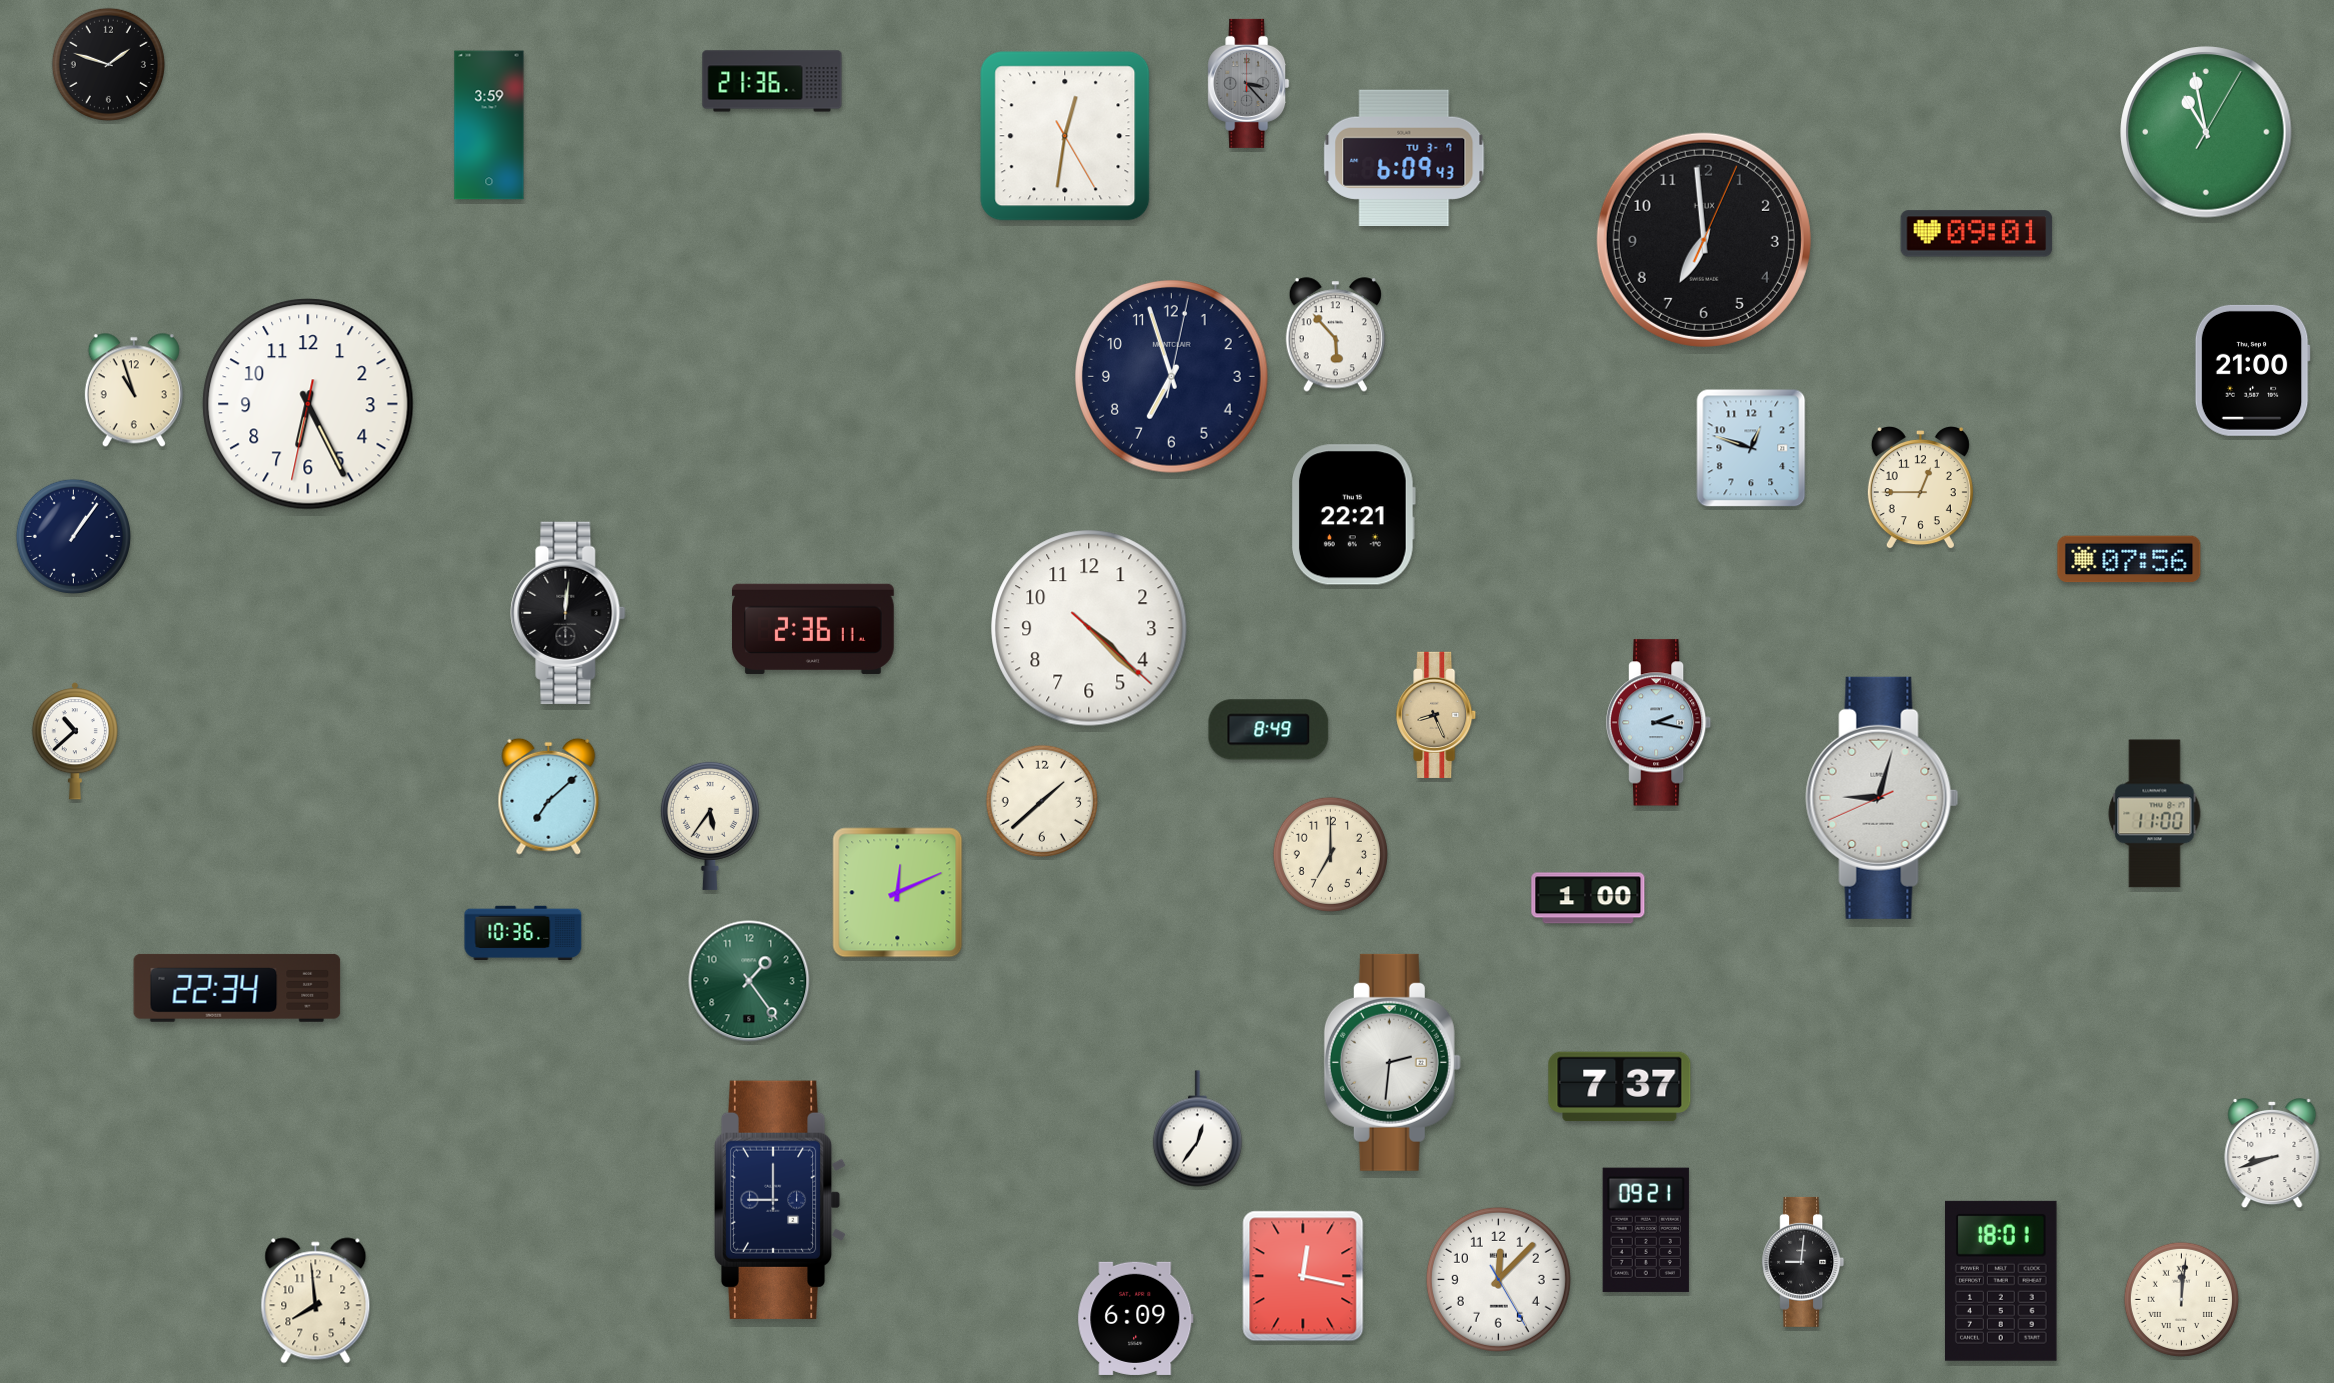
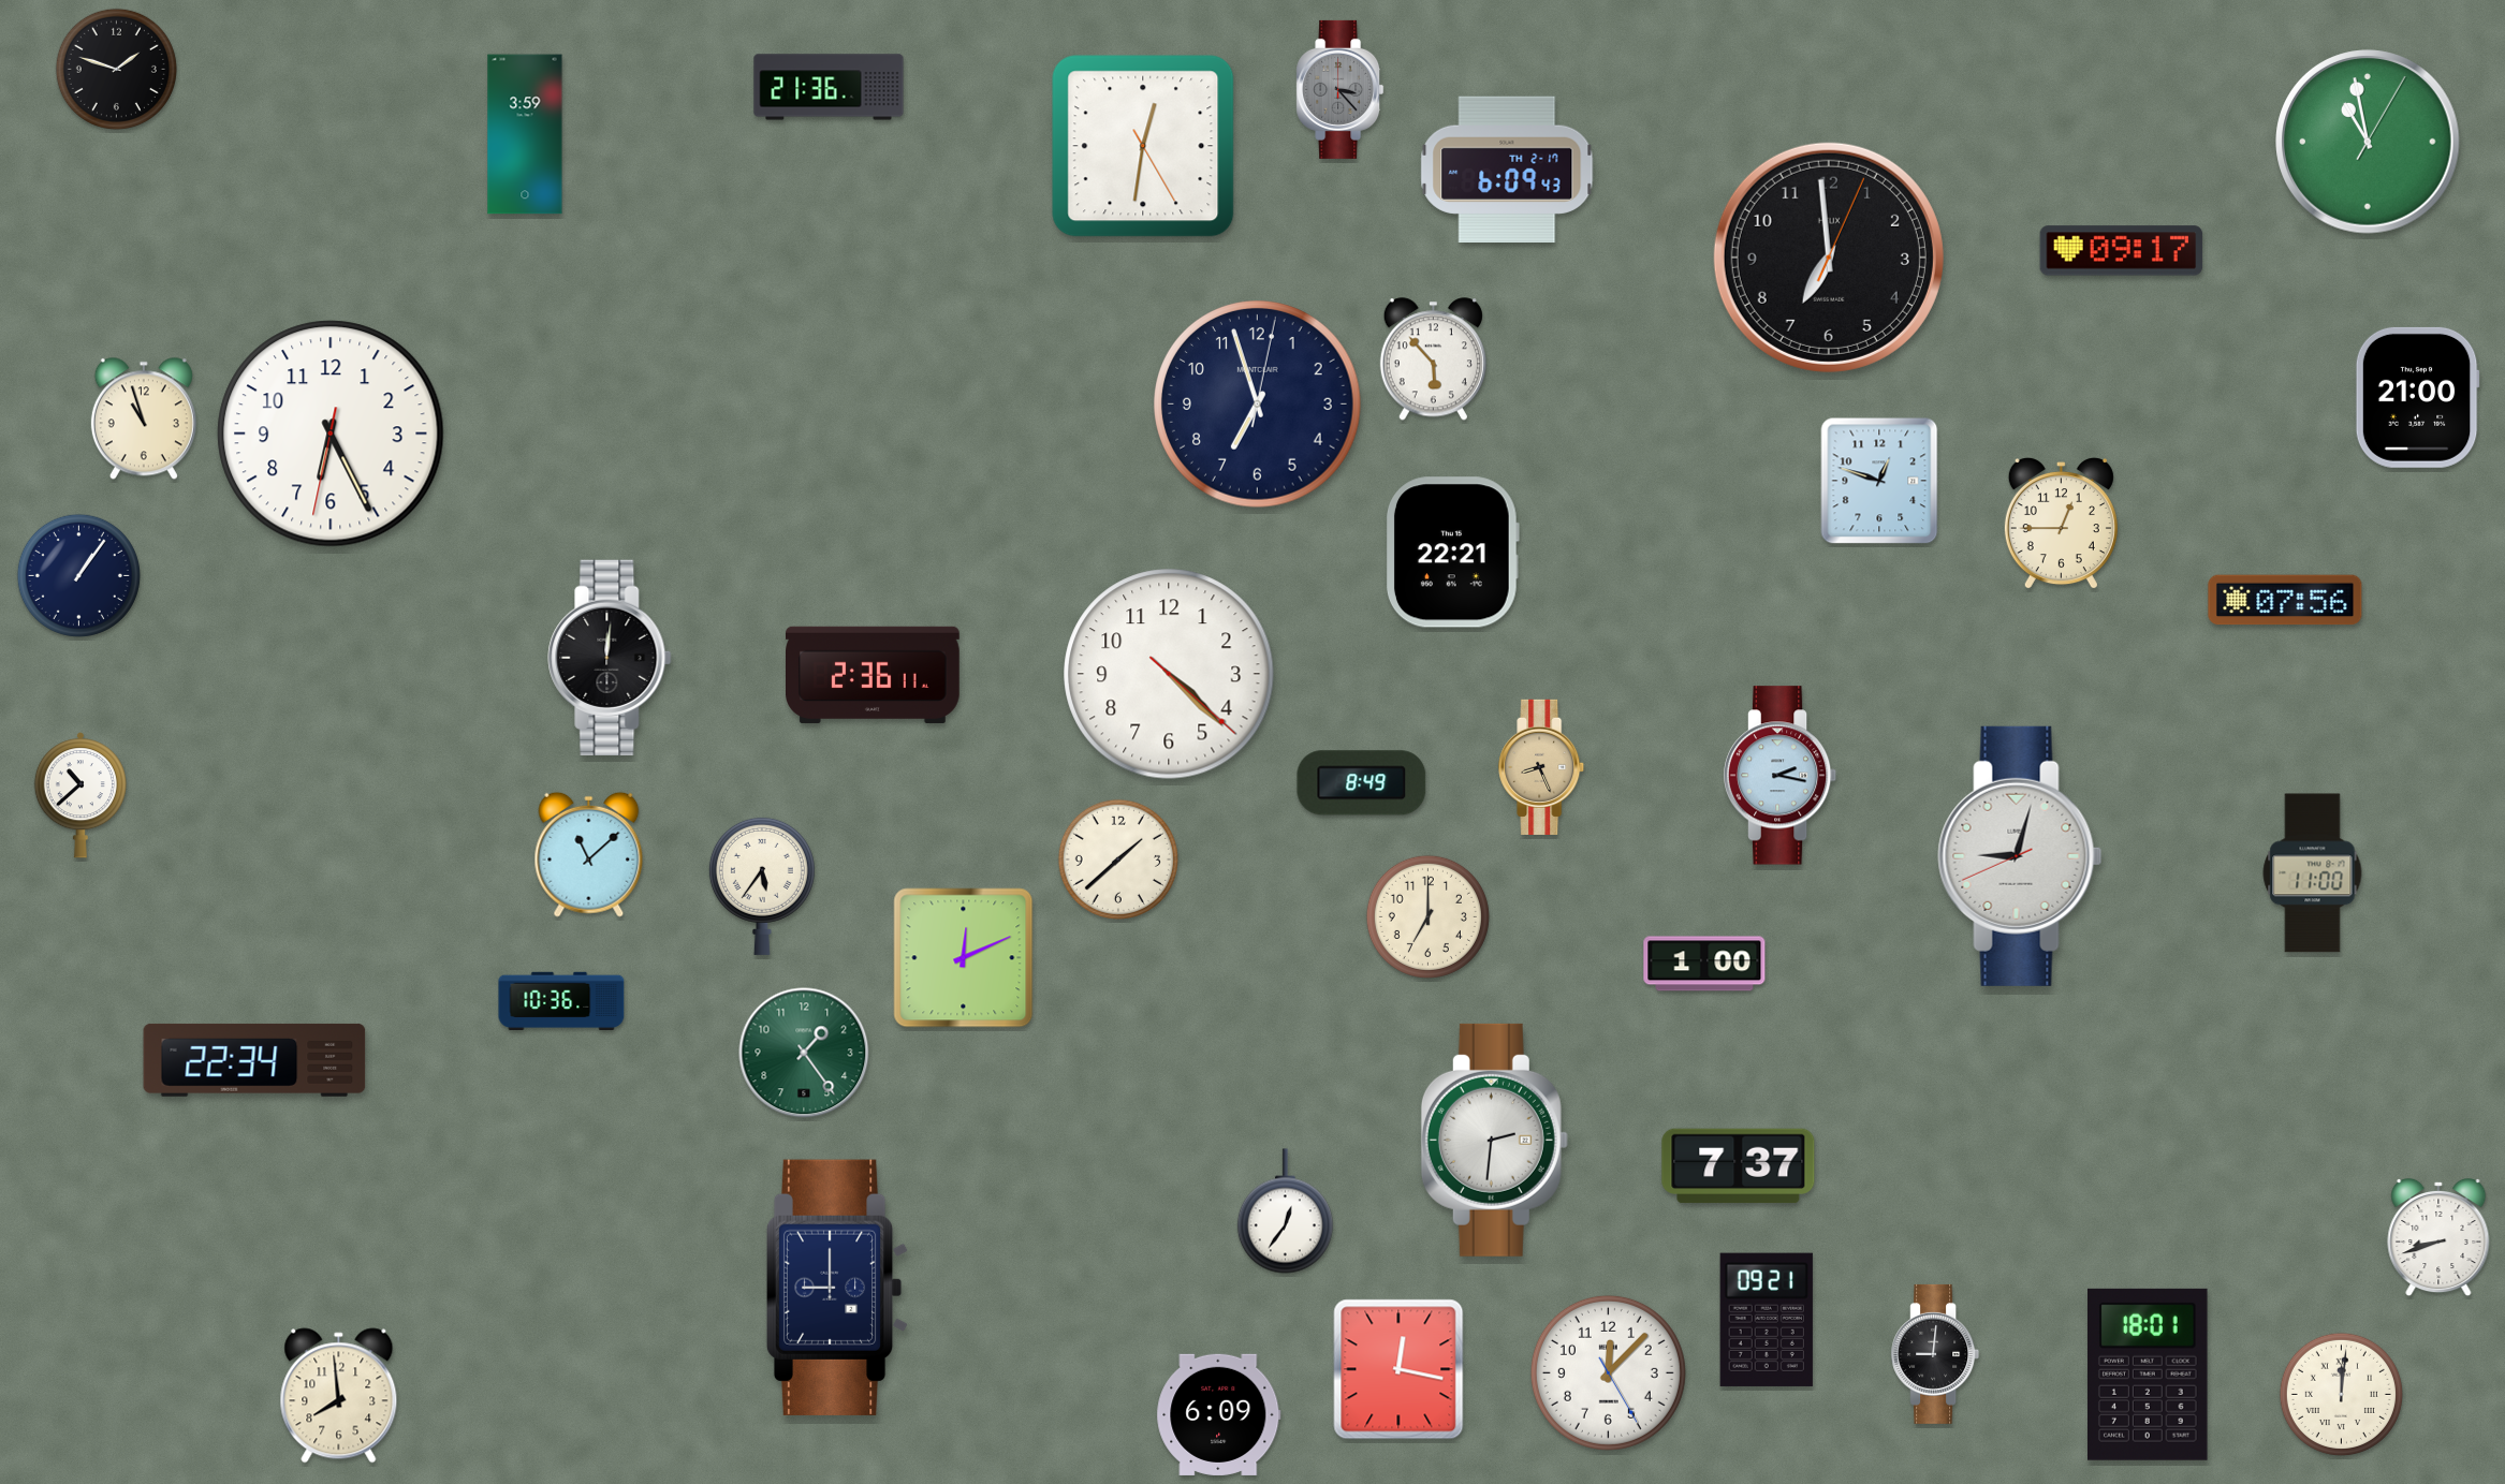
clock at (1404, 158) date: TU 3-7 -> TH 2-17
clock at (1977, 234): 09:01 -> 09:17
clock at (549, 796): 7:08 -> 11:08
